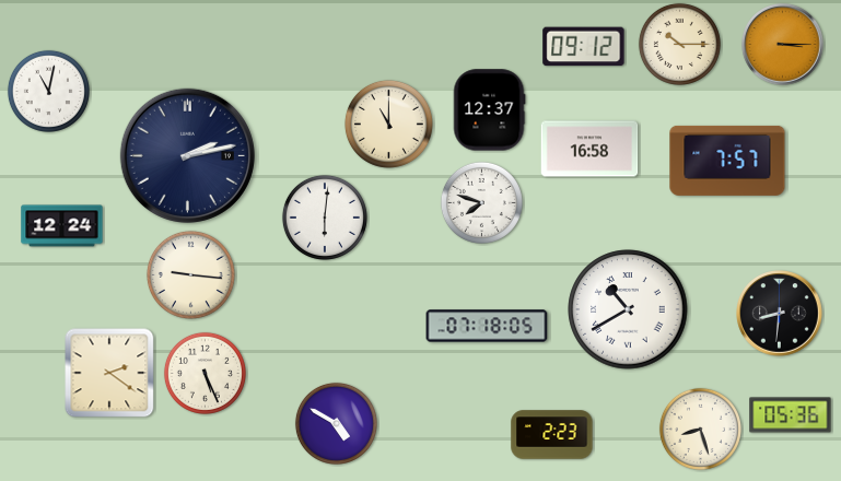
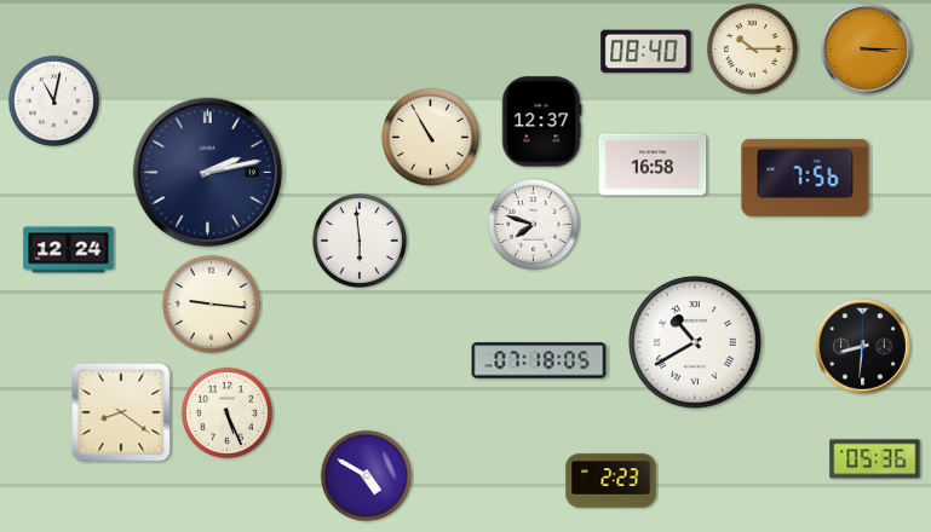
clock at (584, 47): 09:12 -> 08:40
clock at (388, 124): 11:00 -> 10:55
clock at (727, 161): 7:57 -> 7:56
clock at (325, 218): 6:01 -> 5:59
clock at (109, 373): 2:21 -> 8:21
clock at (336, 423) position: (336, 423) -> (366, 475)
clock at (700, 429): 8:27 -> none
